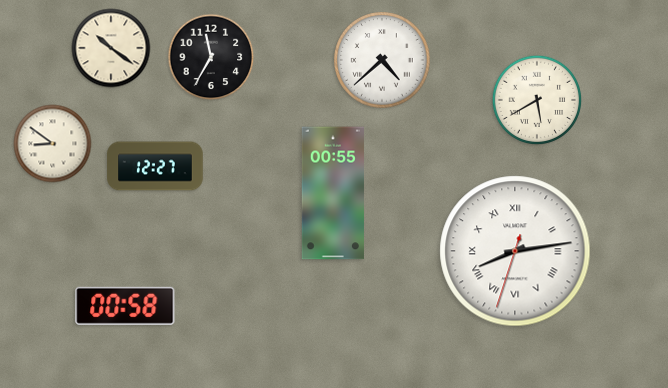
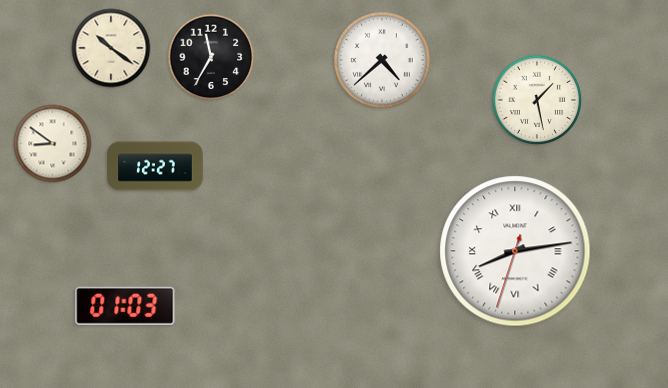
clock at (536, 99): 5:40 -> 1:28
clock at (333, 193): 00:55 -> none
clock at (125, 306): 00:58 -> 01:03
